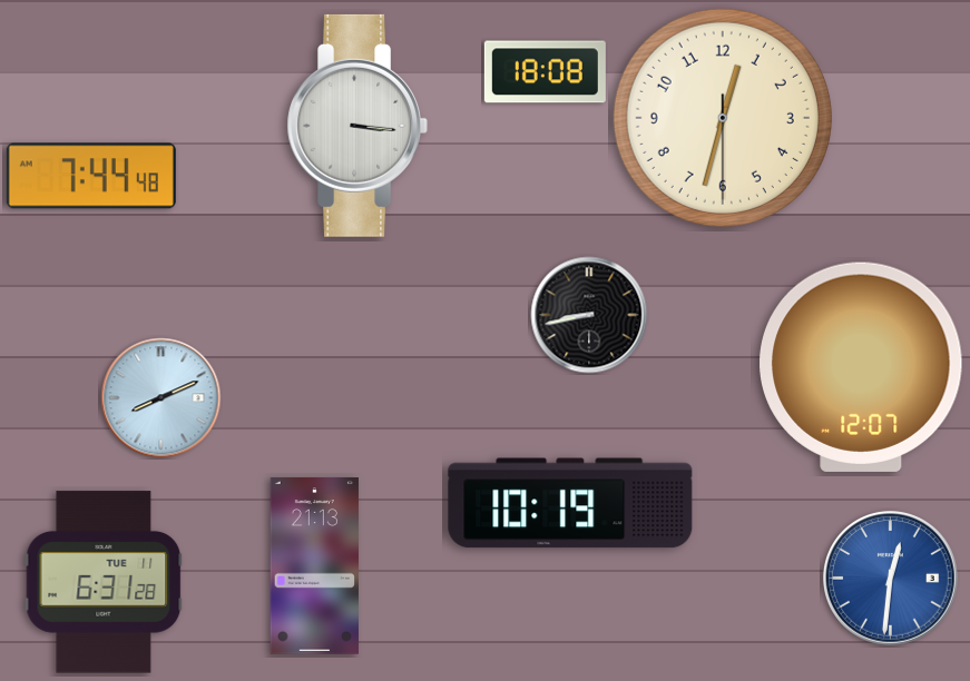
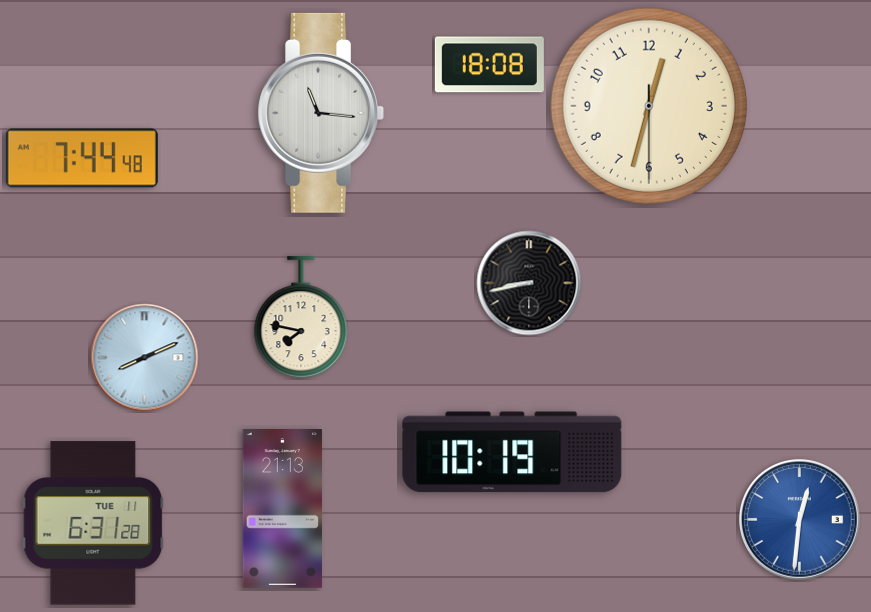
clock at (357, 126): 3:16 -> 11:16
clock at (301, 318): none -> 7:47
clock at (861, 367): 12:07 -> none
